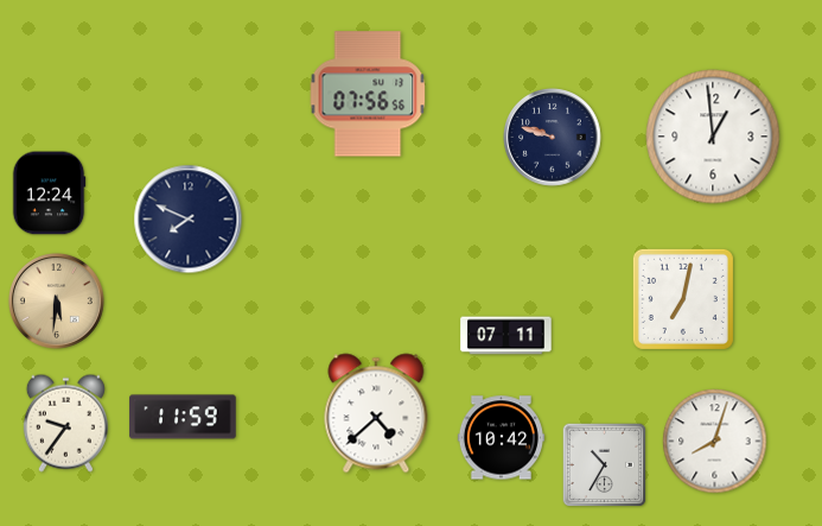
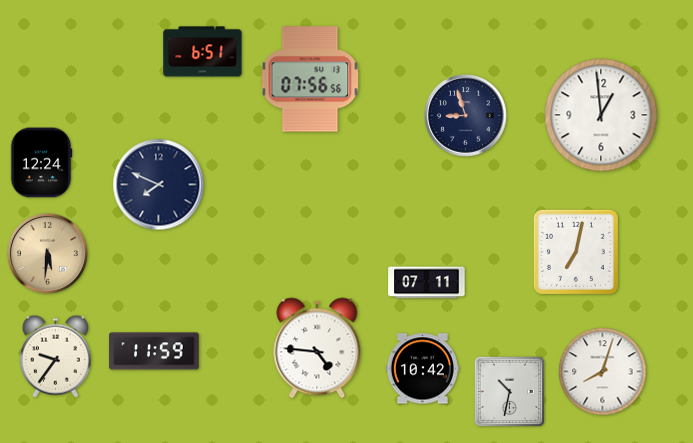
clock at (203, 52): none -> 6:51
clock at (553, 138): 9:48 -> 8:57
clock at (376, 413): 4:38 -> 4:46
clock at (605, 465): 10:35 -> 10:32
